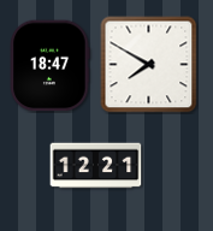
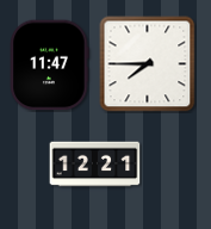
clock at (149, 65): 7:50 -> 7:45
clock at (51, 66): 18:47 -> 11:47
